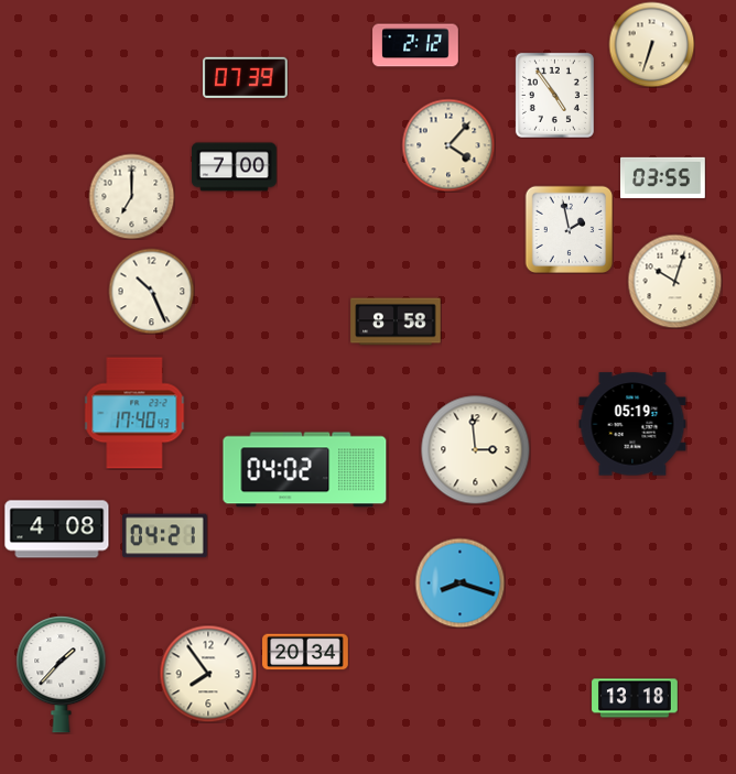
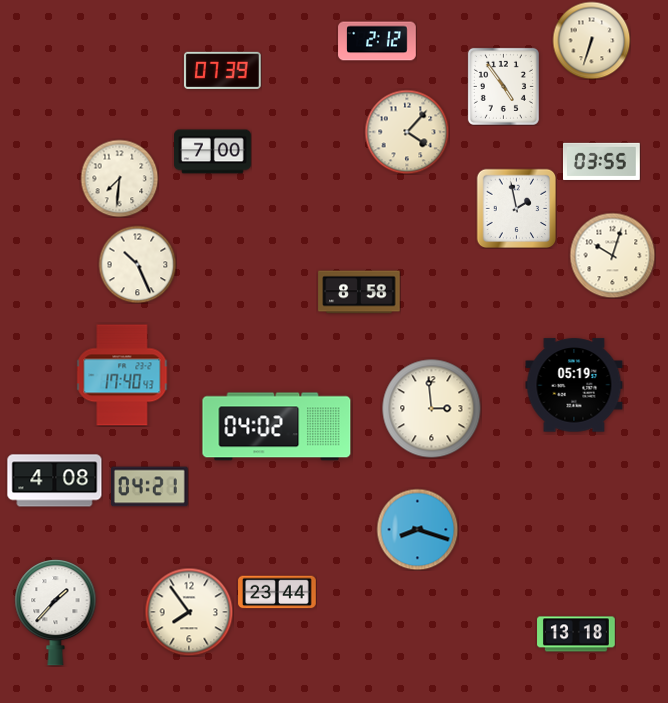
clock at (131, 196): 7:00 -> 7:31
clock at (57, 530) position: (57, 530) -> (55, 481)
clock at (305, 652): 20:34 -> 23:44
